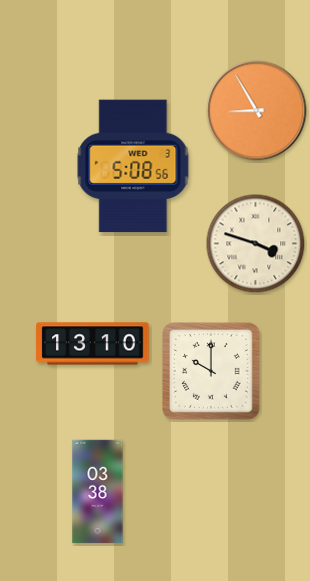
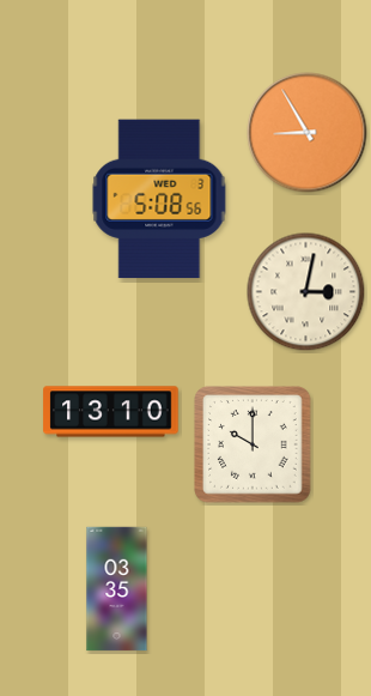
clock at (256, 244): 3:48 -> 3:02
clock at (98, 492): 03:38 -> 03:35
